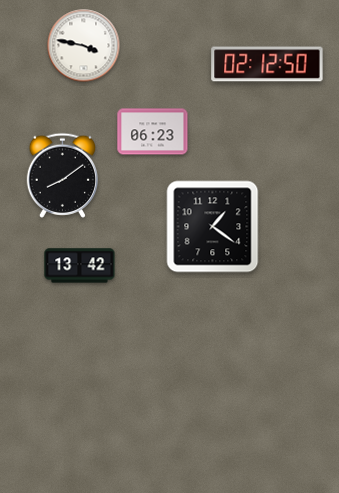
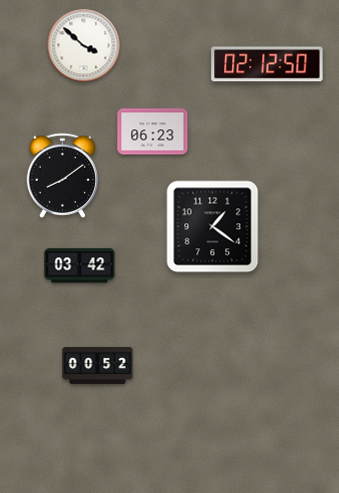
clock at (84, 46): 3:47 -> 3:52
clock at (80, 266): 13:42 -> 03:42
clock at (98, 365): none -> 00:52
